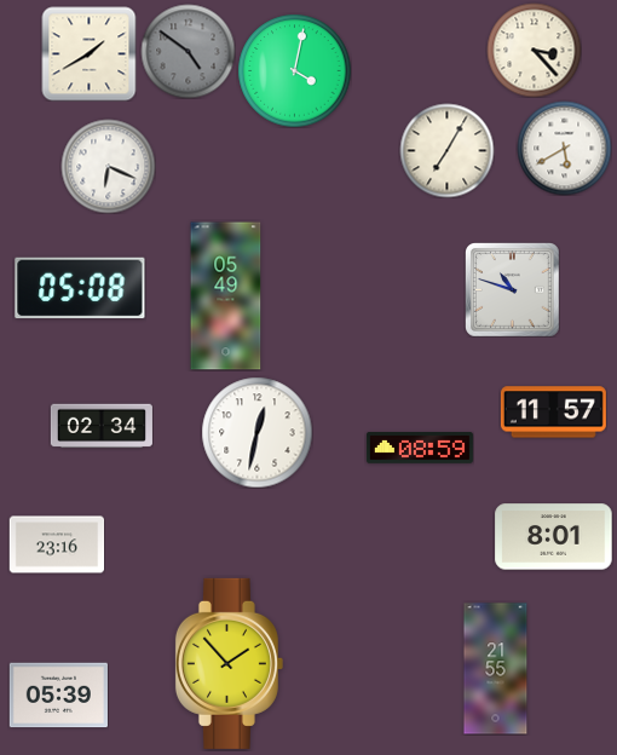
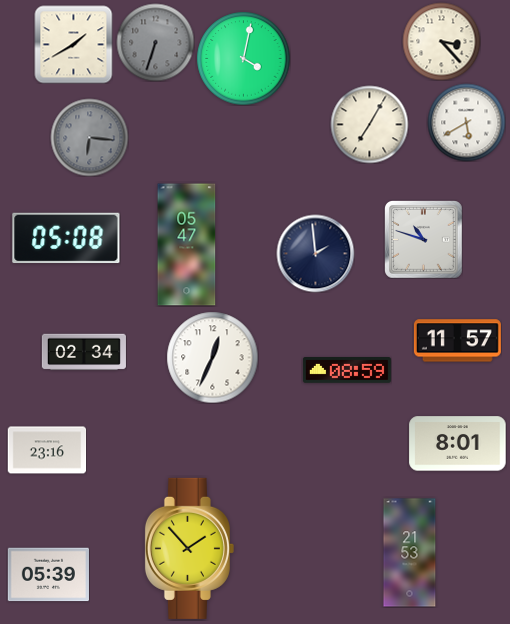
clock at (188, 51): 4:51 -> 6:33
clock at (108, 166): 6:19 -> 6:16
clock at (108, 166) dial: white -> grey
clock at (226, 296): 05:49 -> 05:47
clock at (315, 253): none -> 1:59
clock at (256, 432): 12:32 -> 12:34
clock at (496, 669): 21:55 -> 21:53
